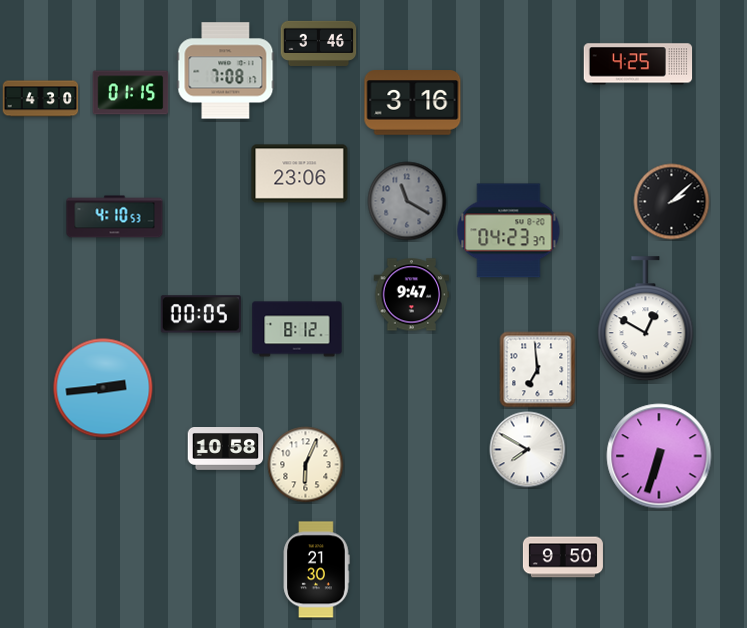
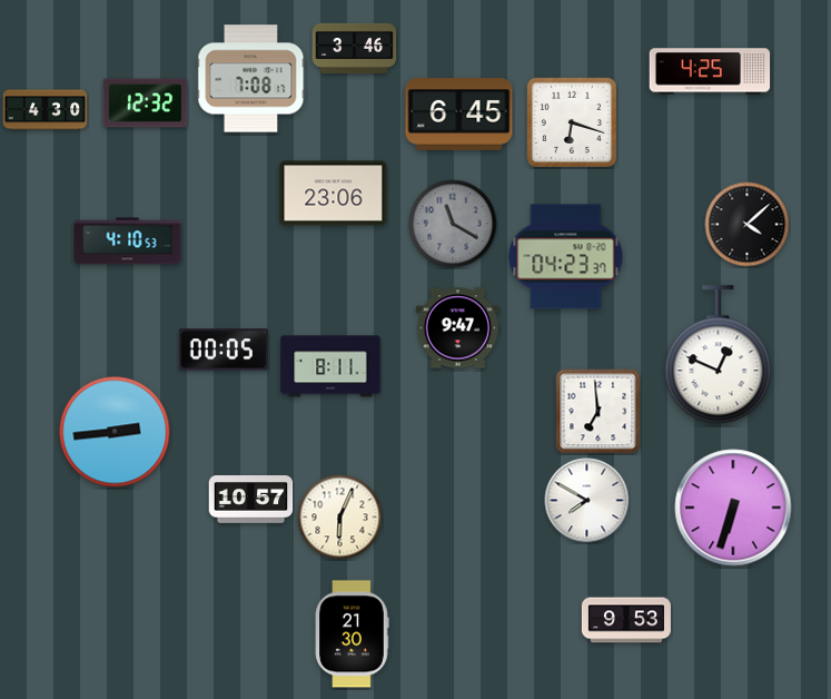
clock at (131, 93): 01:15 -> 12:32
clock at (413, 103): 3:16 -> 6:45
clock at (572, 122): none -> 6:18
clock at (672, 202): 2:08 -> 4:08
clock at (646, 319): 12:50 -> 12:49
clock at (297, 329): 8:12 -> 8:11
clock at (226, 449): 10:58 -> 10:57
clock at (563, 557): 9:50 -> 9:53
